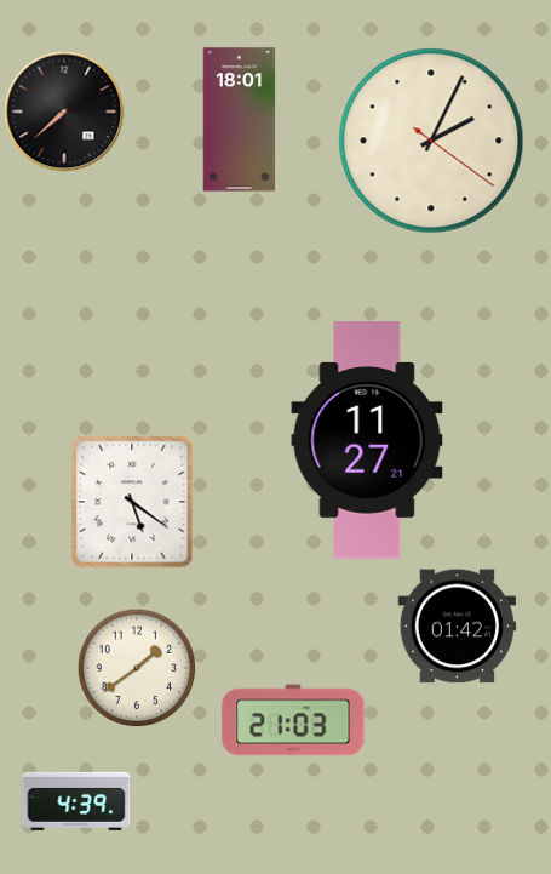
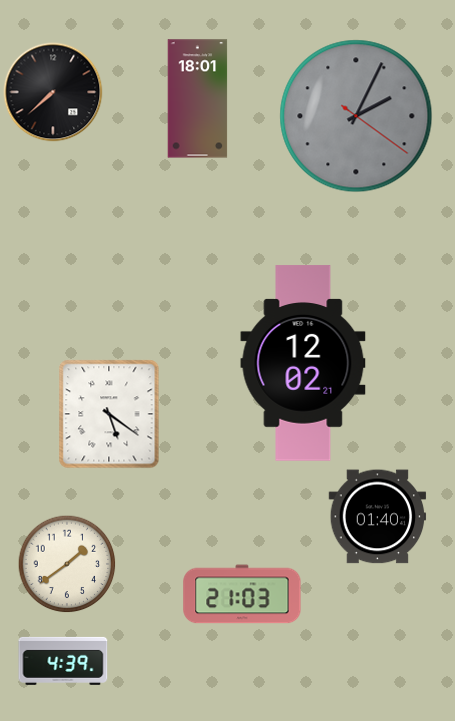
clock at (431, 141) dial: cream -> grey
clock at (367, 440): 11:27 -> 12:02
clock at (458, 627): 01:42 -> 01:40
clock at (137, 668) position: (137, 668) -> (67, 564)
